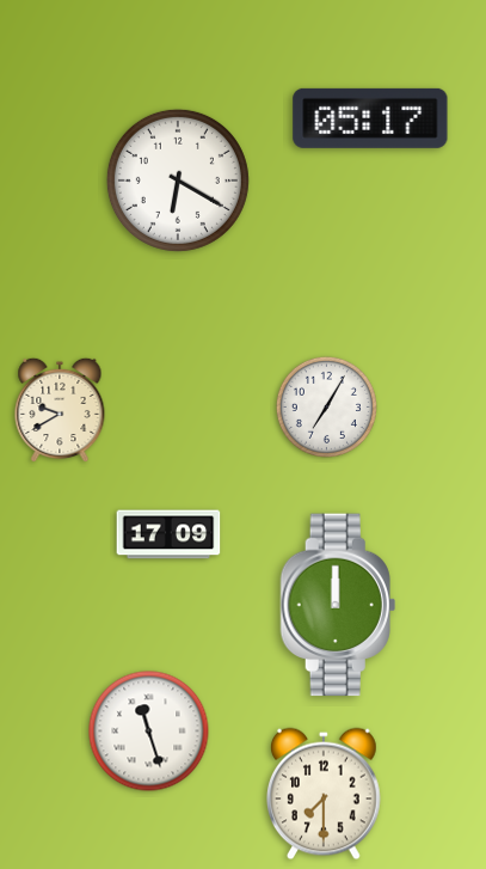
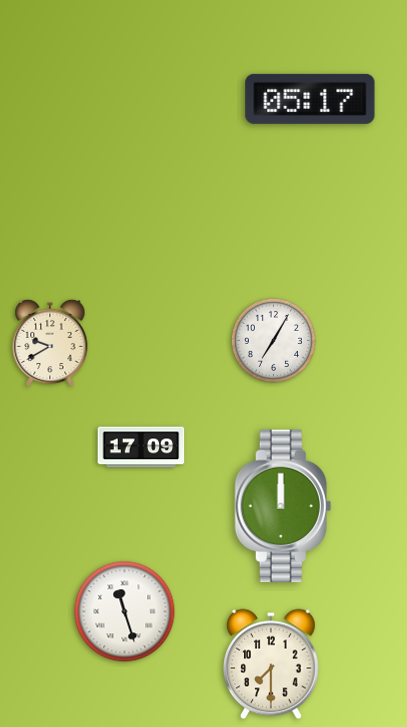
clock at (178, 180): 6:20 -> none
